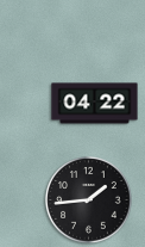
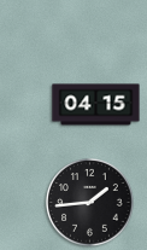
clock at (95, 104): 04:22 -> 04:15
